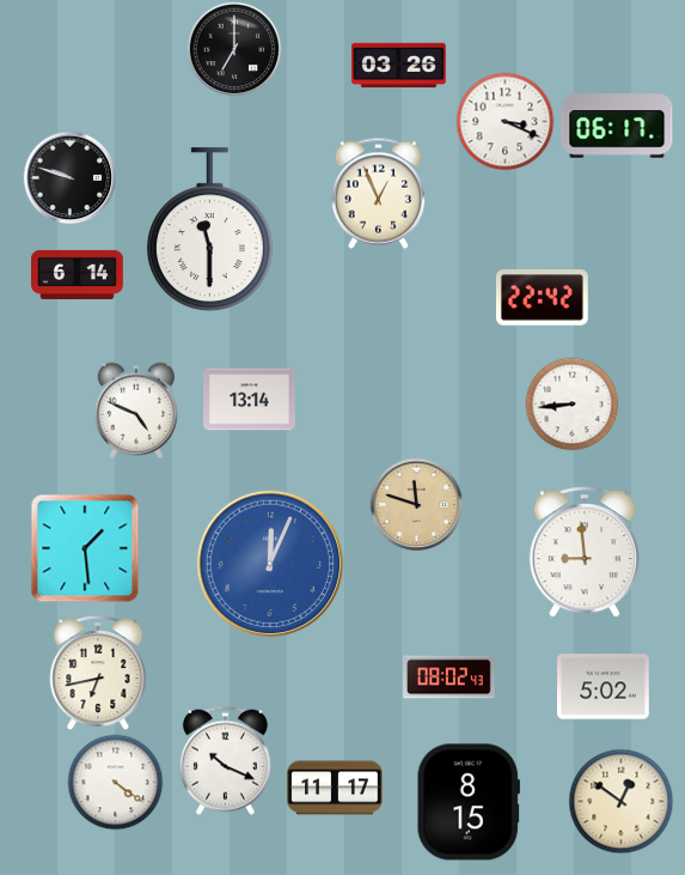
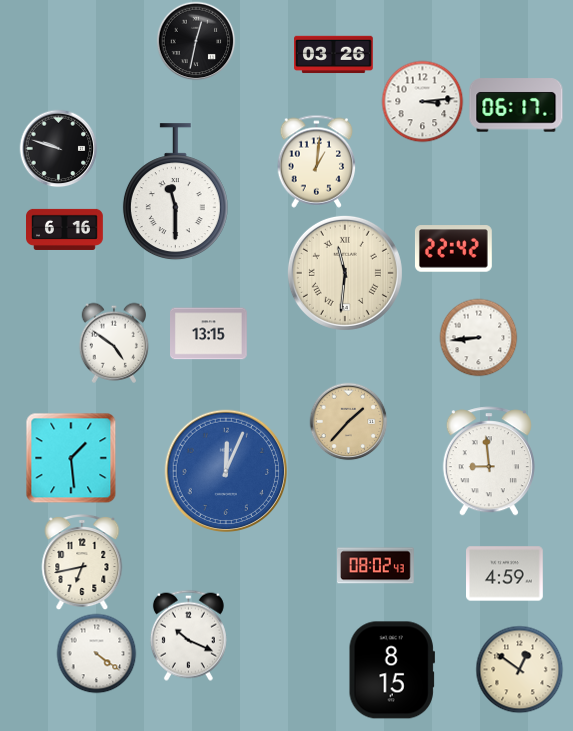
clock at (234, 49): 7:00 -> 12:32
clock at (504, 121): 3:19 -> 3:14
clock at (379, 193): 12:56 -> 1:01
clock at (78, 274): 6:14 -> 6:16
clock at (345, 273): none -> 11:31
clock at (250, 400): 13:14 -> 13:15
clock at (136, 411): 4:49 -> 4:51
clock at (416, 504): 11:48 -> 1:37
clock at (604, 687): 5:02 -> 4:59
clock at (335, 788): 11:17 -> none
